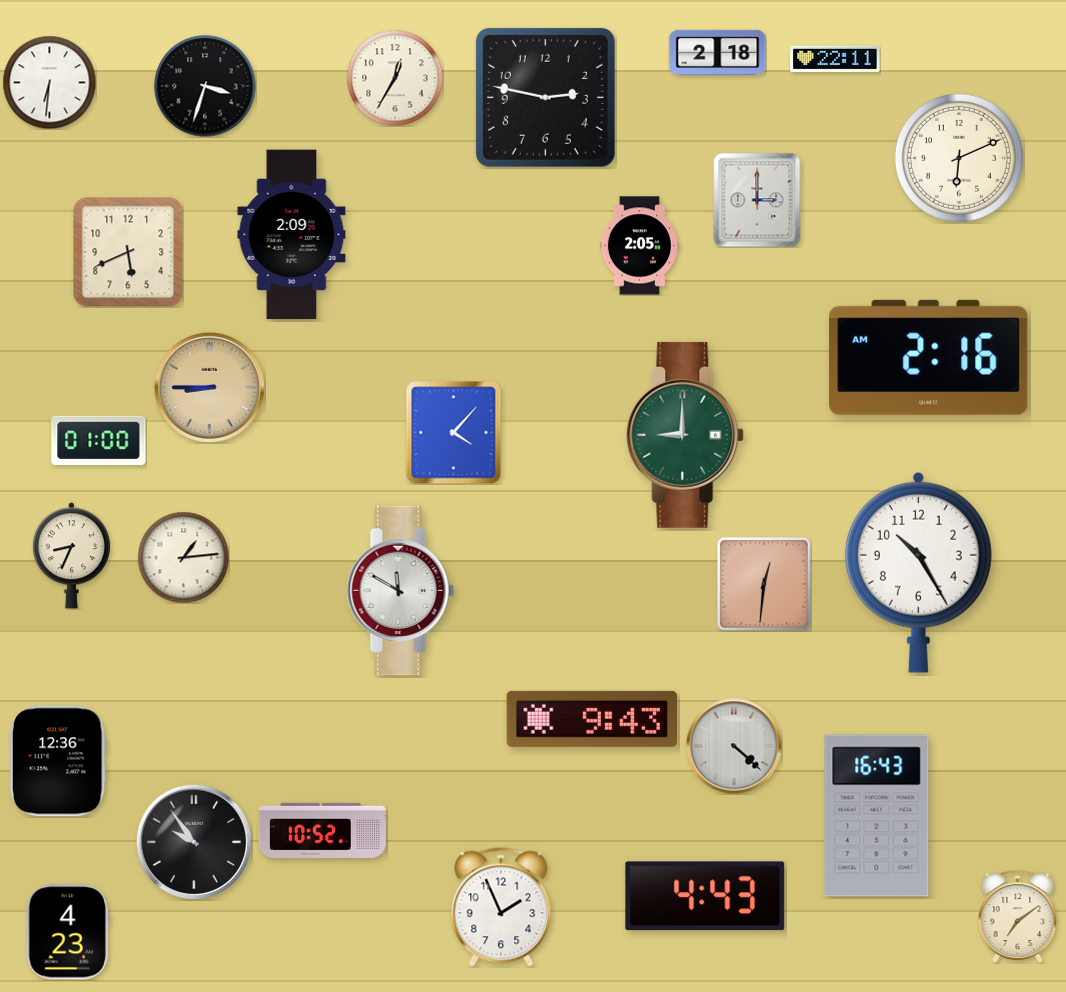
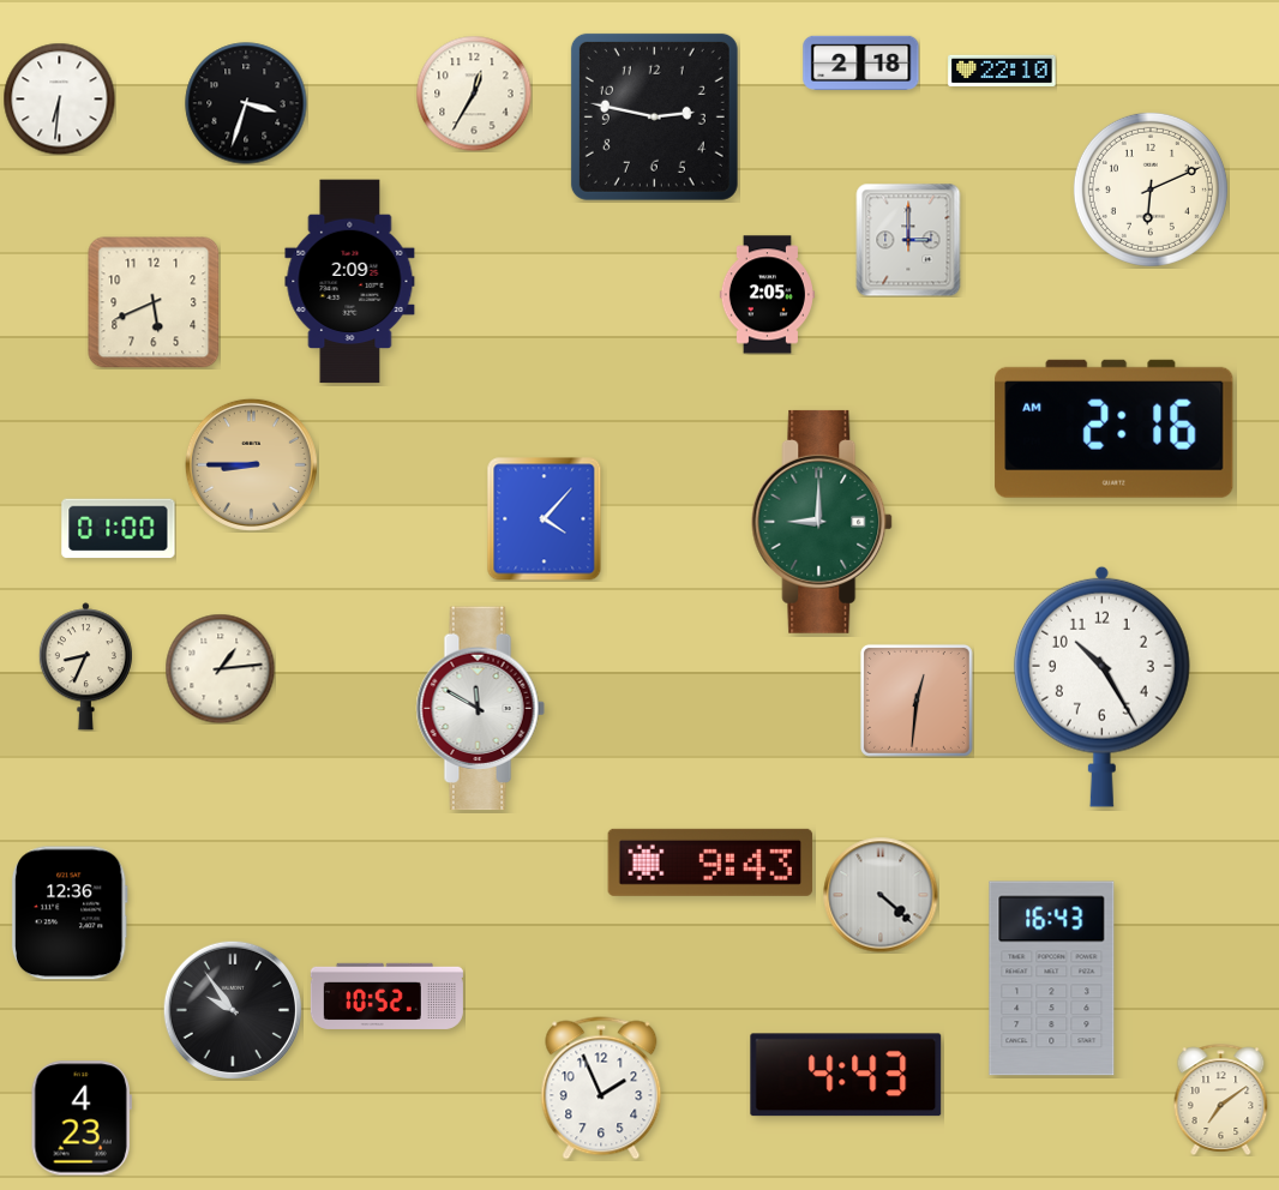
clock at (835, 59): 22:11 -> 22:10
